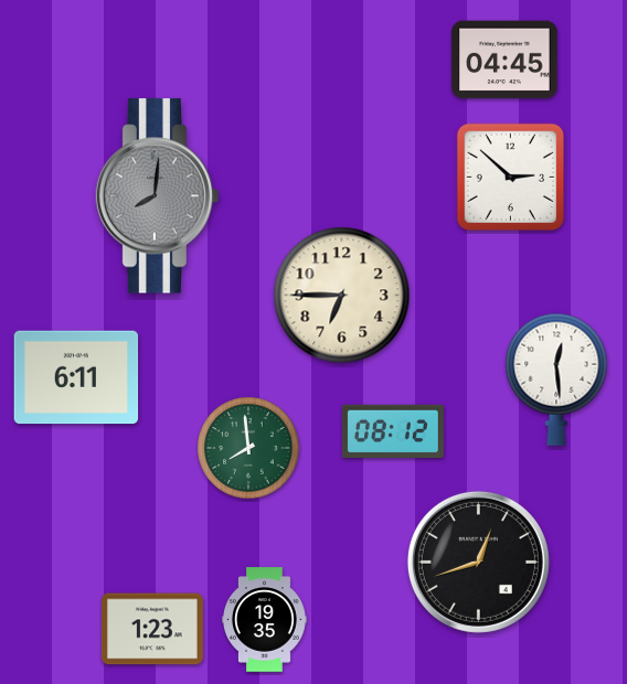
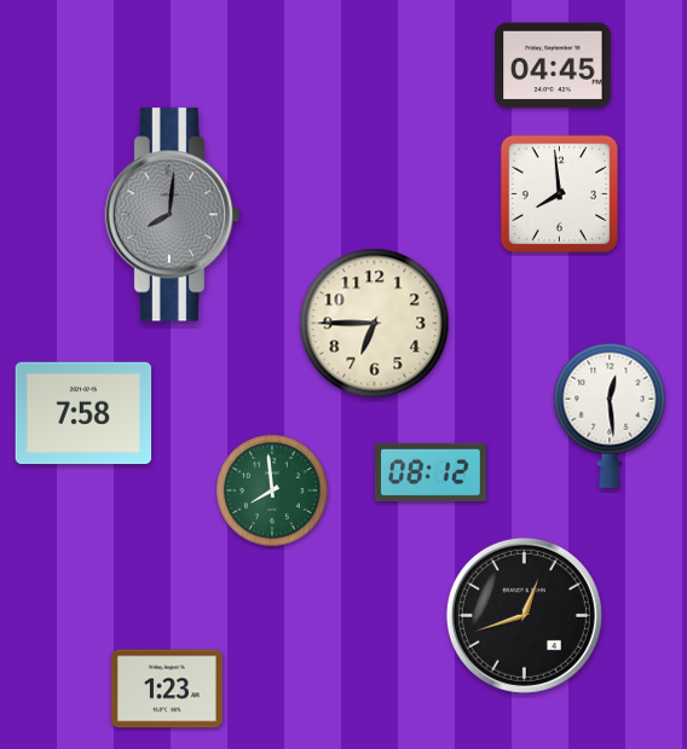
clock at (511, 178): 2:52 -> 7:59
clock at (76, 377): 6:11 -> 7:58
clock at (265, 620): 19:35 -> none
